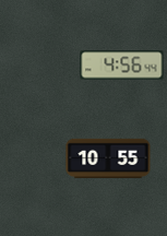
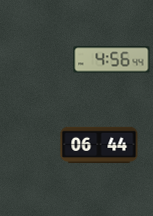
clock at (108, 158): 10:55 -> 06:44
